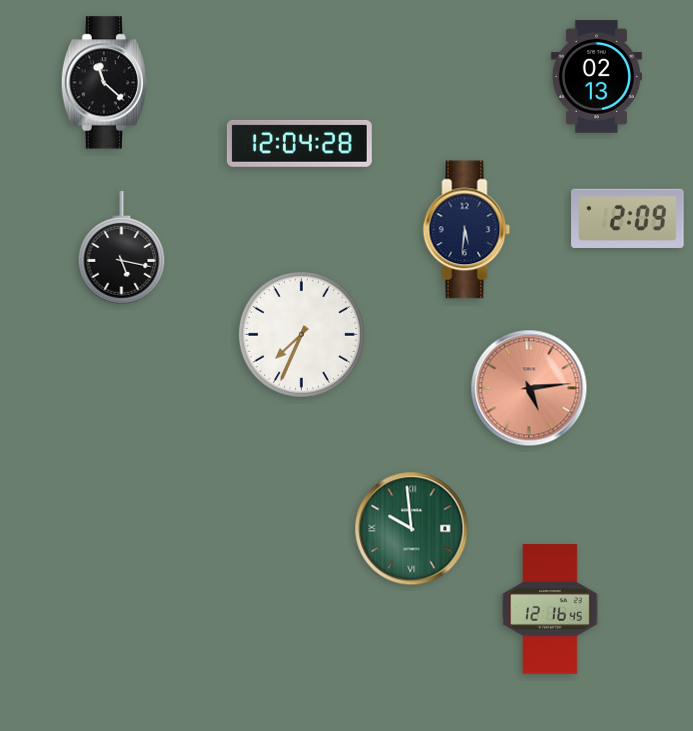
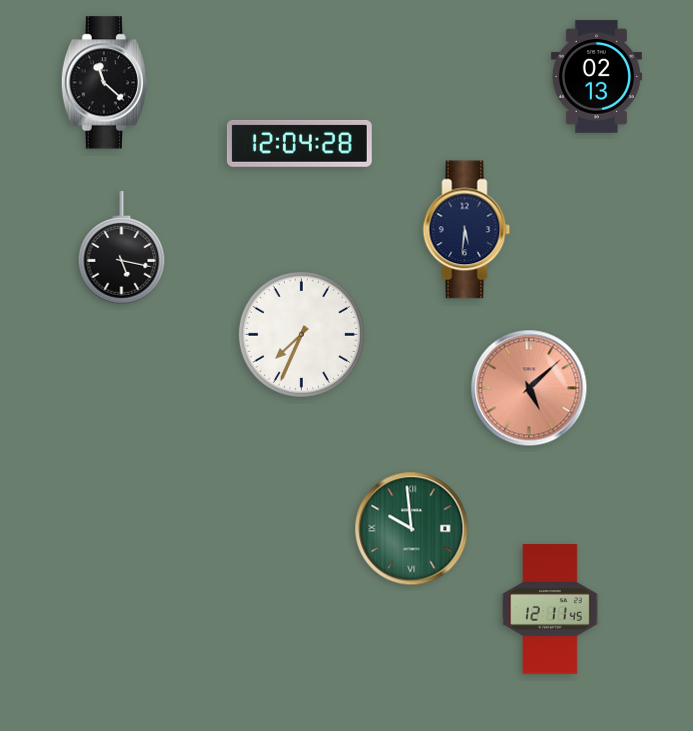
clock at (628, 218): 2:09 -> none
clock at (529, 388): 5:14 -> 5:08
clock at (550, 609): 12:16 -> 12:11
